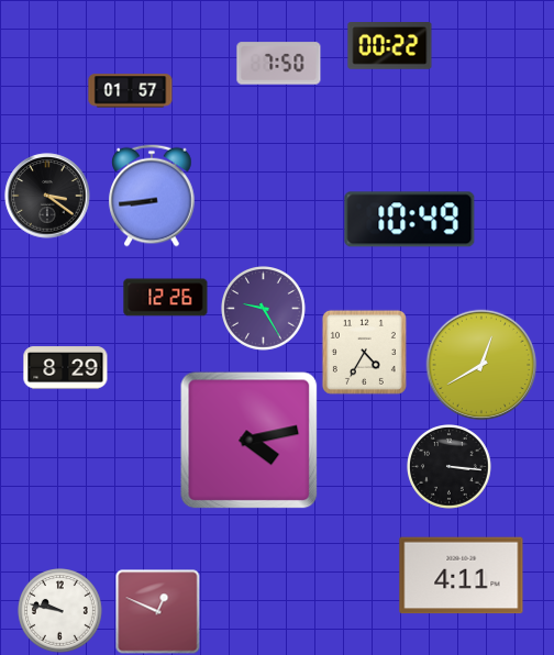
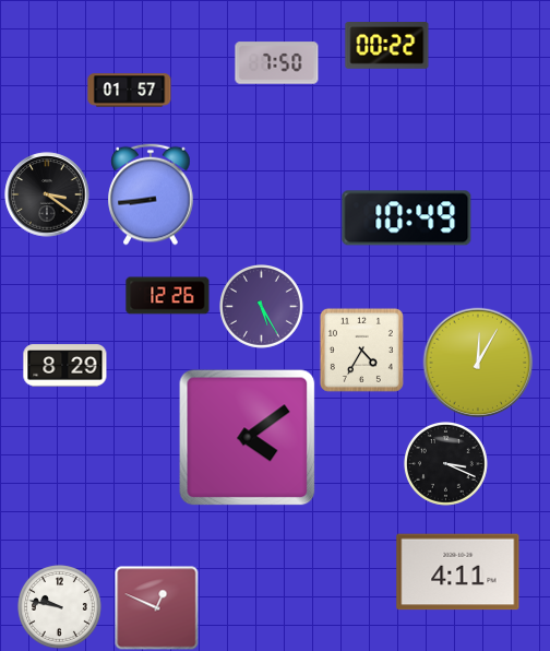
clock at (166, 298) position: (166, 298) -> (168, 296)
clock at (264, 309): 9:25 -> 5:25
clock at (481, 365): 12:40 -> 12:05
clock at (250, 441): 4:13 -> 4:09
clock at (450, 467): 3:16 -> 3:19
